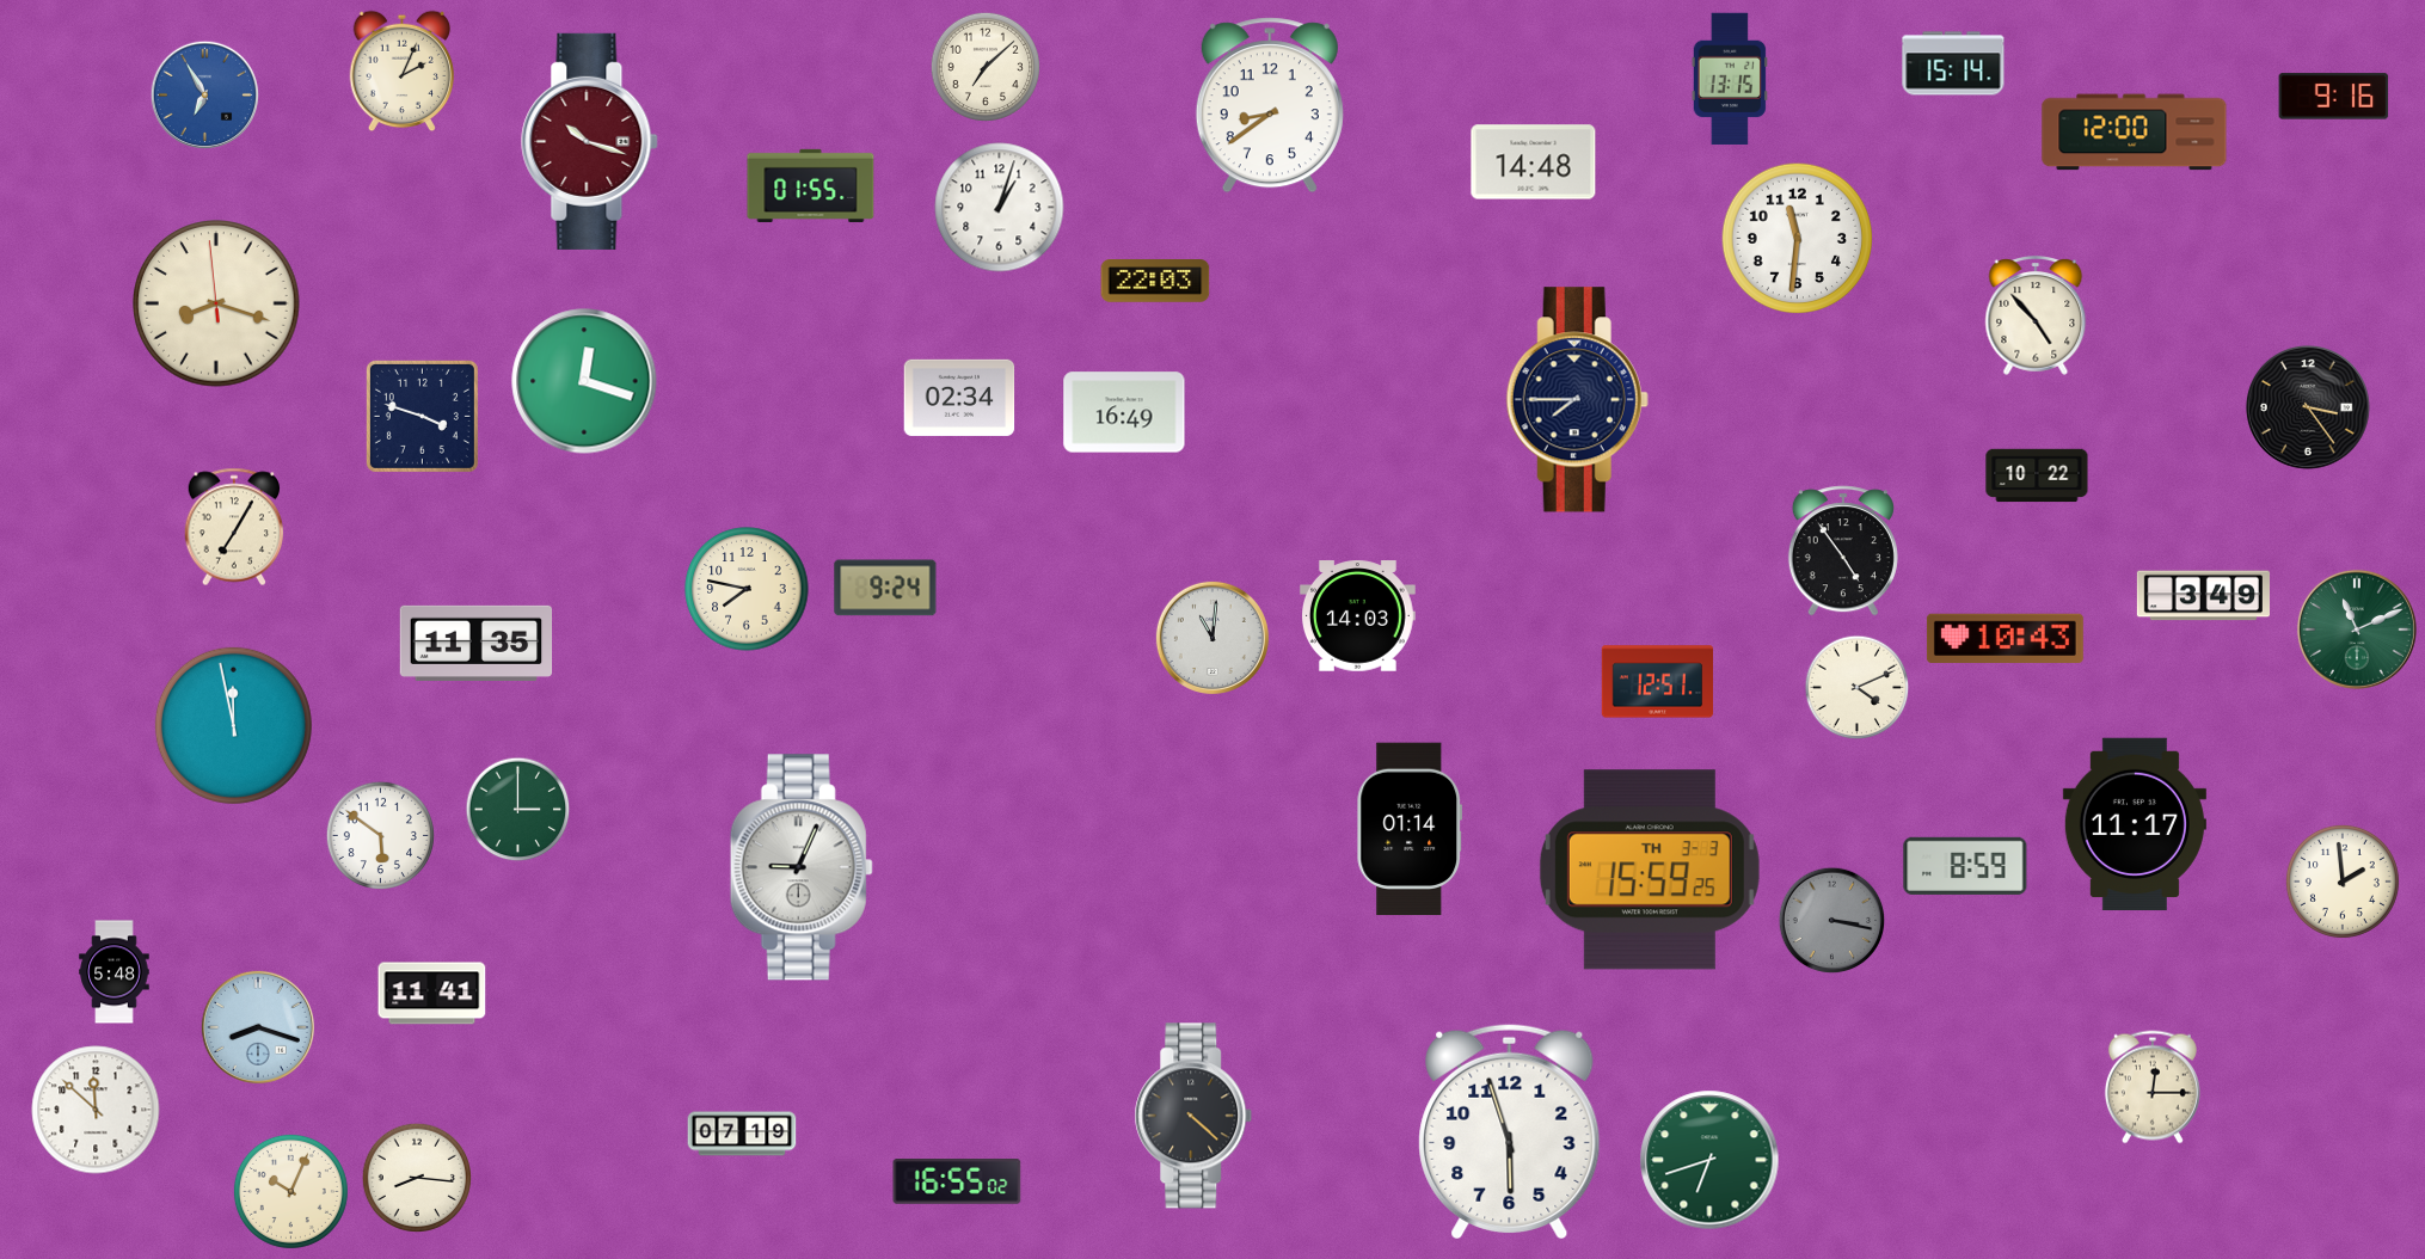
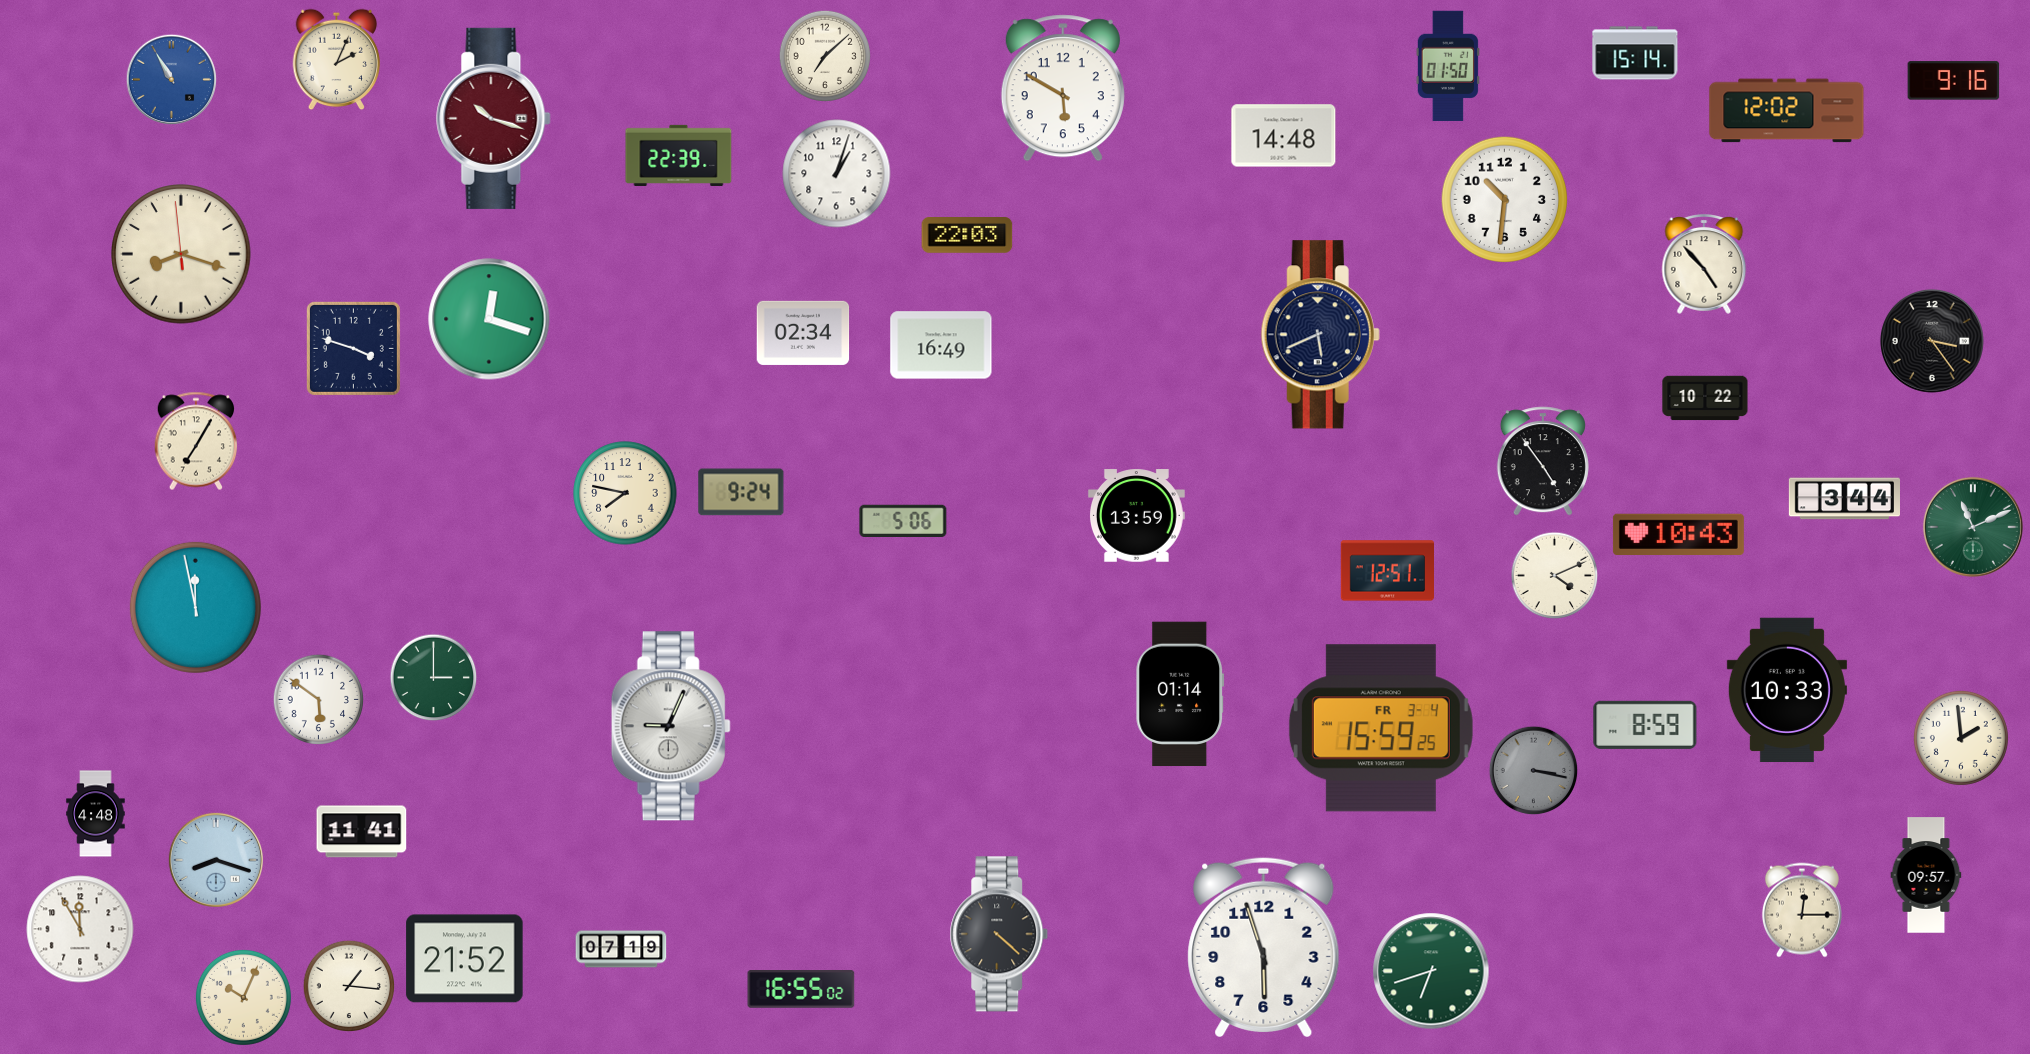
clock at (1729, 78): 13:15 -> 01:50
clock at (205, 96): 6:55 -> 10:55
clock at (1270, 105): 8:39 -> 5:50
clock at (2135, 133): 12:00 -> 12:02
clock at (811, 185): 01:55 -> 22:39
clock at (1798, 239): 11:31 -> 10:31
clock at (1577, 400): 7:45 -> 5:41
clock at (2203, 596): 3:49 -> 3:44
clock at (1357, 616): 14:03 -> 13:59
clock at (903, 521): none -> 5:06
clock at (1212, 638): 11:01 -> none
clock at (477, 643): 11:35 -> none
clock at (2135, 824): 11:17 -> 10:33
clock at (1650, 870) date: TH 3-3 -> FR 3-4
clock at (115, 972): 5:48 -> 4:48
clock at (1926, 875): none -> 09:57
clock at (96, 1110): 11:52 -> 11:55
clock at (465, 959): none -> 21:52
clock at (416, 1177): 8:16 -> 1:16
